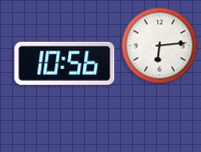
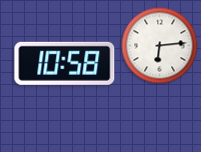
clock at (65, 63): 10:56 -> 10:58
